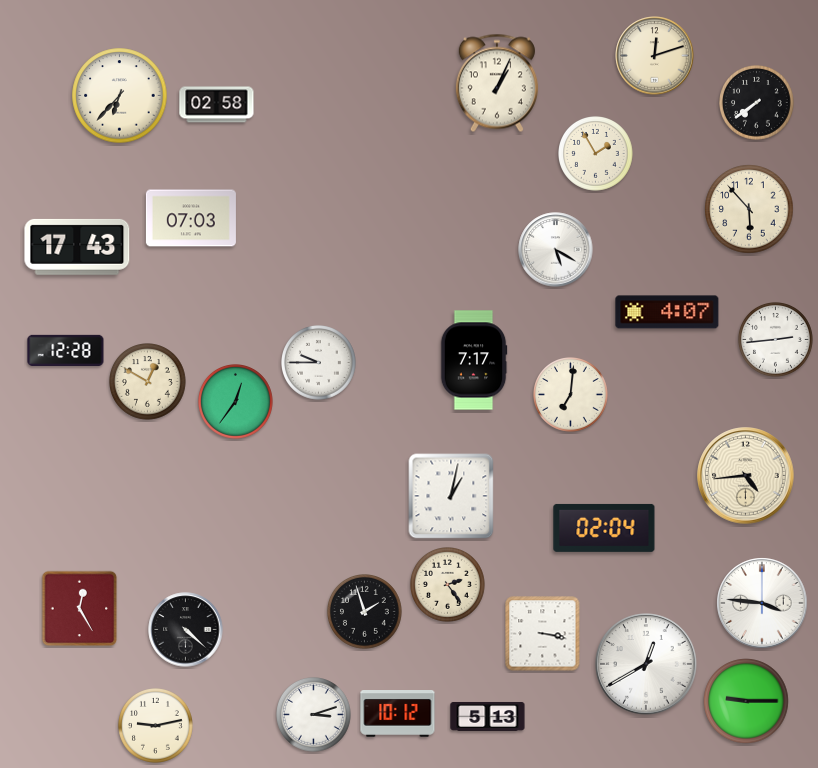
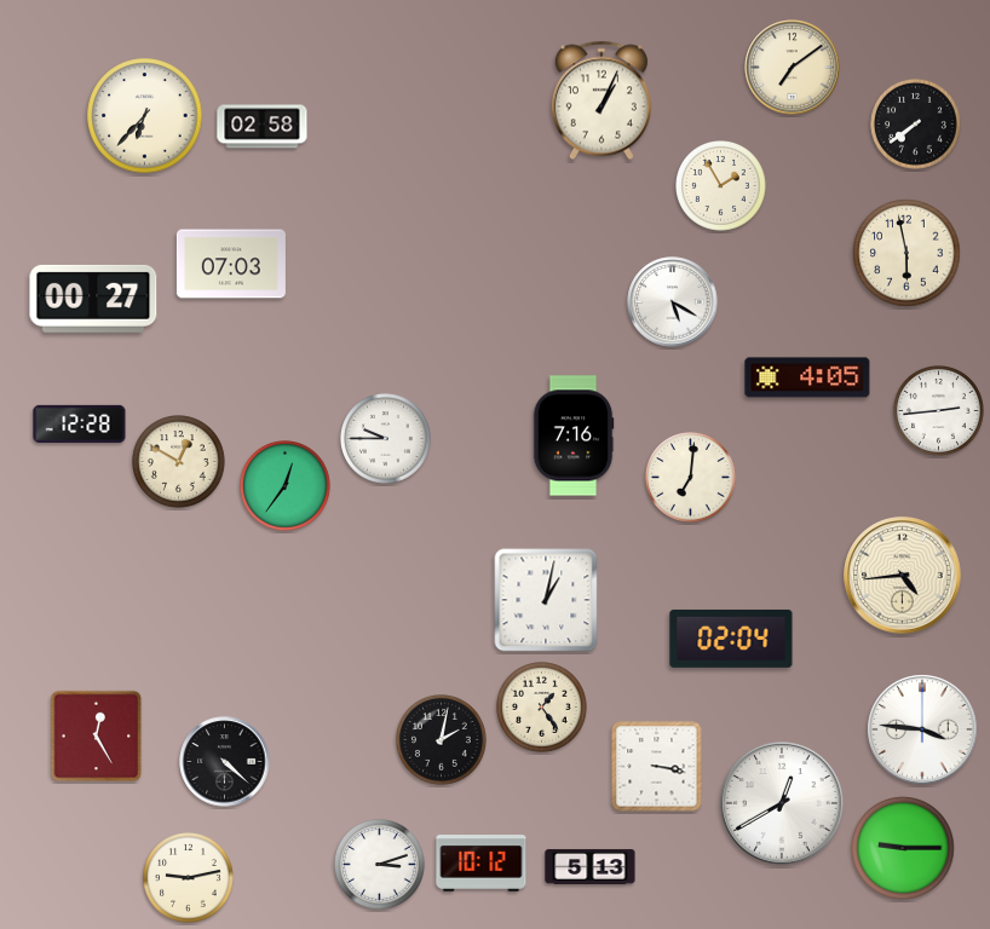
clock at (655, 56): 12:12 -> 7:09
clock at (749, 209): 5:53 -> 5:58
clock at (77, 247): 17:43 -> 00:27
clock at (667, 312): 4:07 -> 4:05
clock at (474, 360): 7:17 -> 7:16
clock at (448, 585): 2:24 -> 1:24
clock at (365, 612): 1:57 -> 2:02
